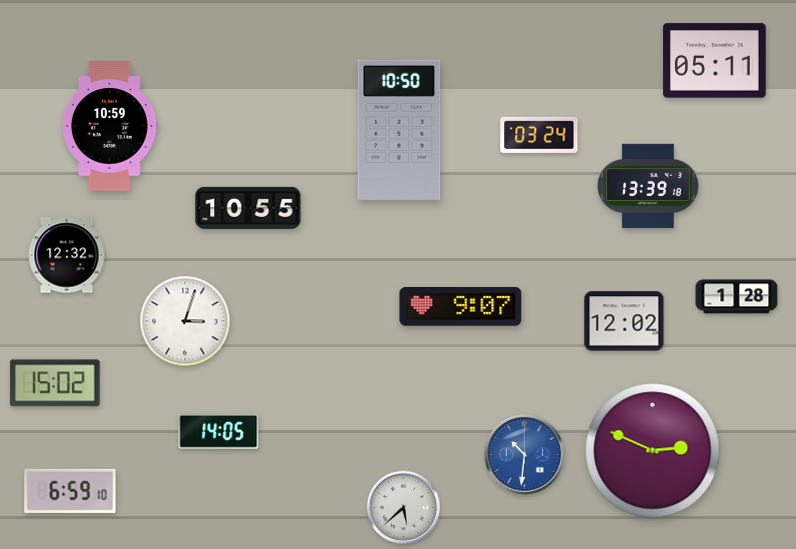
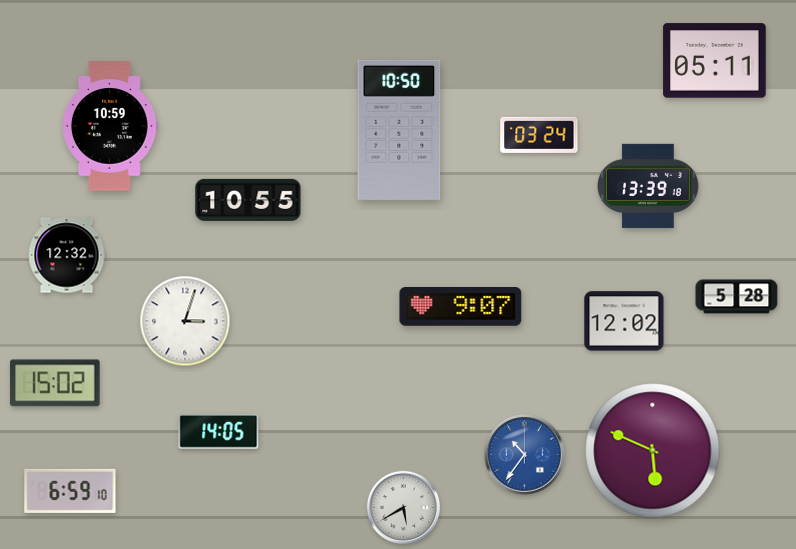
clock at (248, 208) position: (248, 208) -> (248, 200)
clock at (737, 297): 1:28 -> 5:28
clock at (653, 451): 2:49 -> 5:49
clock at (525, 455): 10:31 -> 10:36
clock at (404, 508): 5:38 -> 5:40
